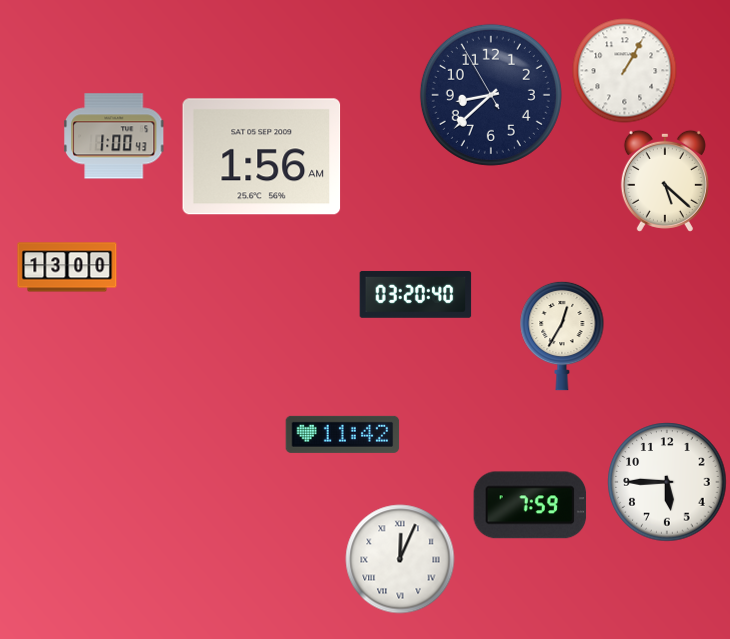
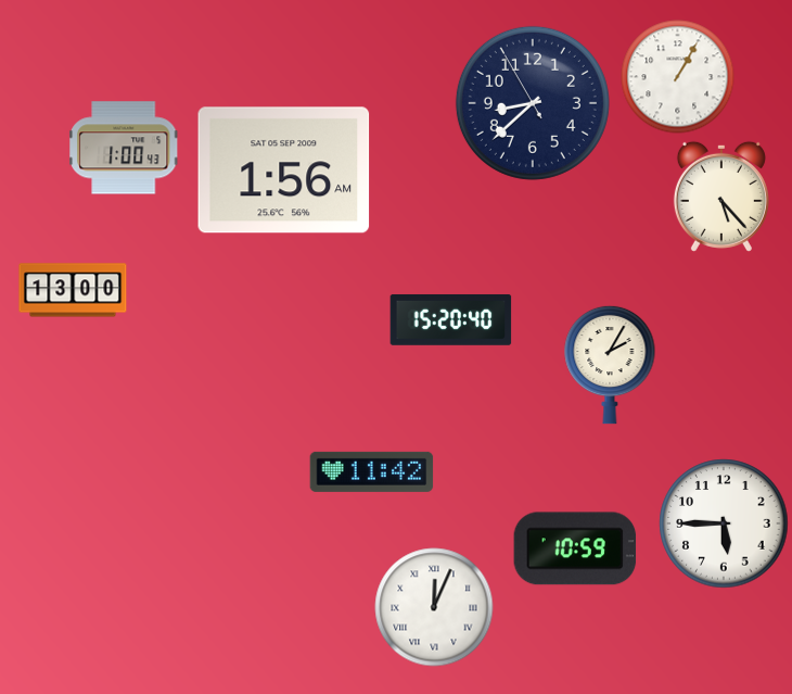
clock at (665, 181): 5:22 -> 5:23
clock at (416, 294): 03:20 -> 15:20
clock at (562, 336): 12:35 -> 2:05
clock at (530, 505): 7:59 -> 10:59
